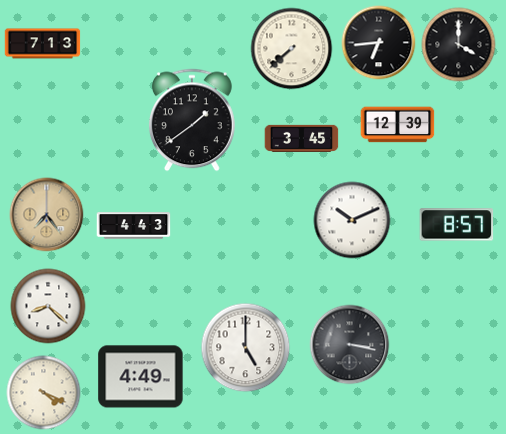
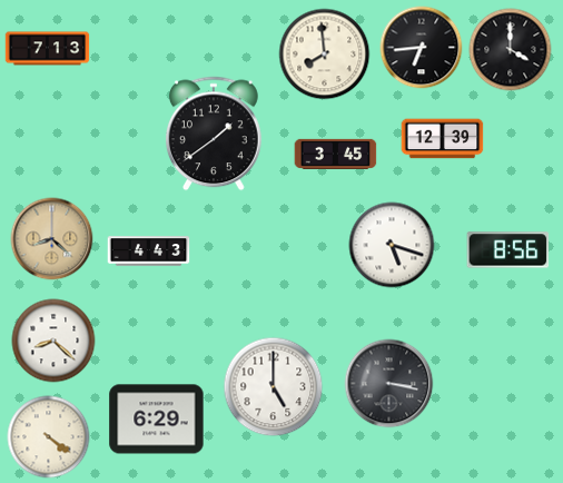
clock at (292, 49): 7:38 -> 7:59
clock at (47, 215): 7:24 -> 8:22
clock at (352, 220): 10:11 -> 5:18
clock at (457, 225): 8:57 -> 8:56
clock at (141, 377): 4:49 -> 6:29
clock at (44, 393): 4:19 -> 4:21
